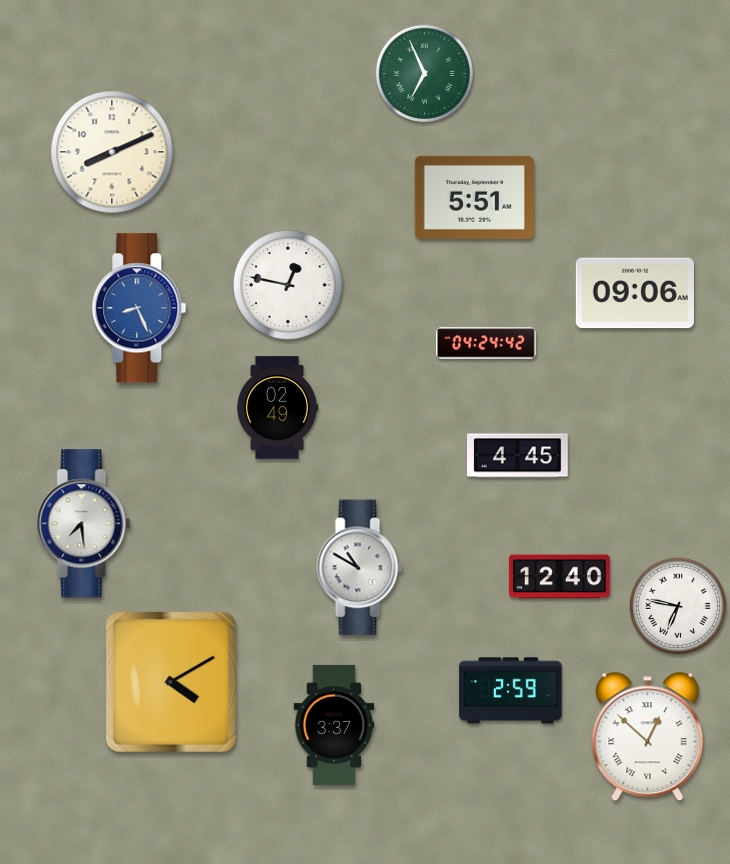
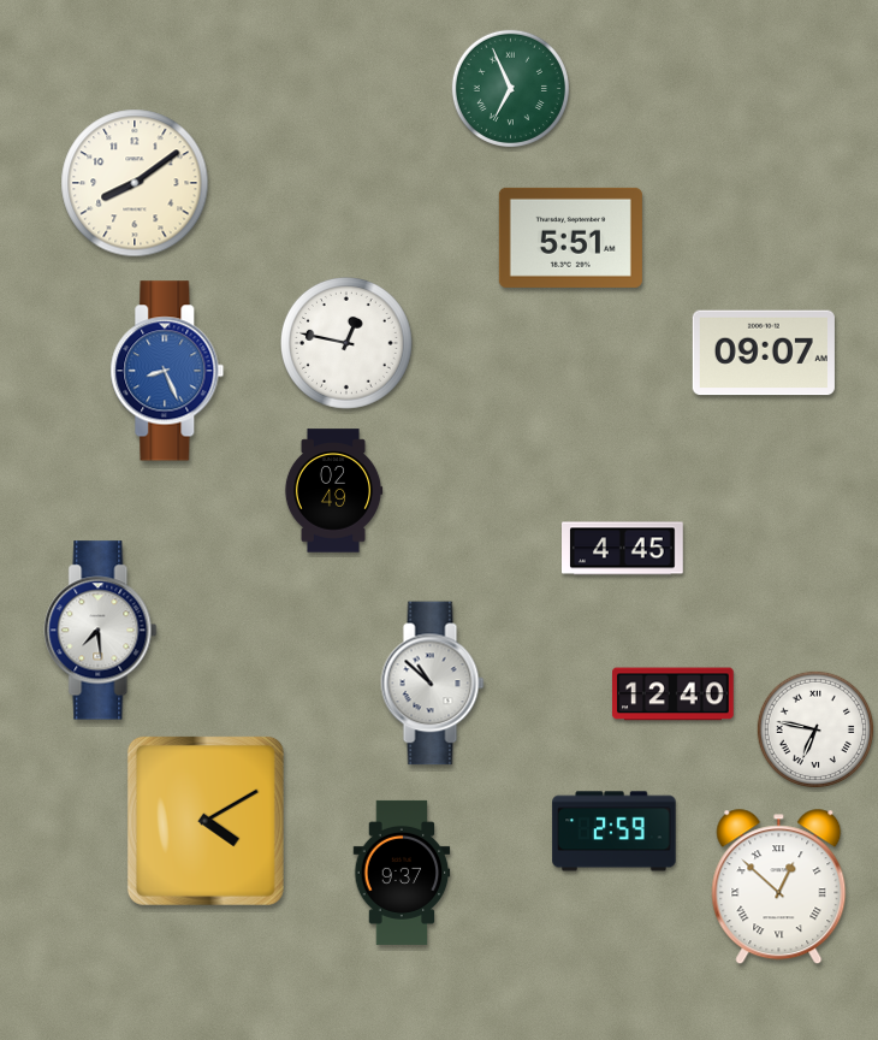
clock at (112, 152): 8:11 -> 8:09
clock at (635, 293): 09:06 -> 09:07
clock at (486, 343): 04:24 -> none
clock at (360, 568): 10:50 -> 10:52
clock at (334, 725): 3:37 -> 9:37
